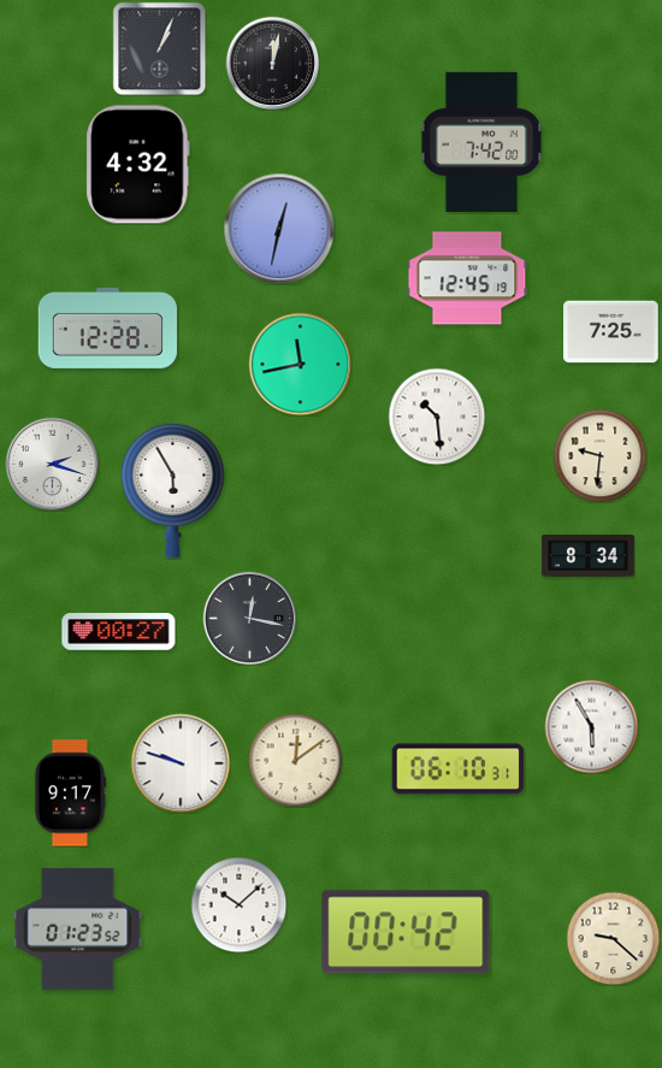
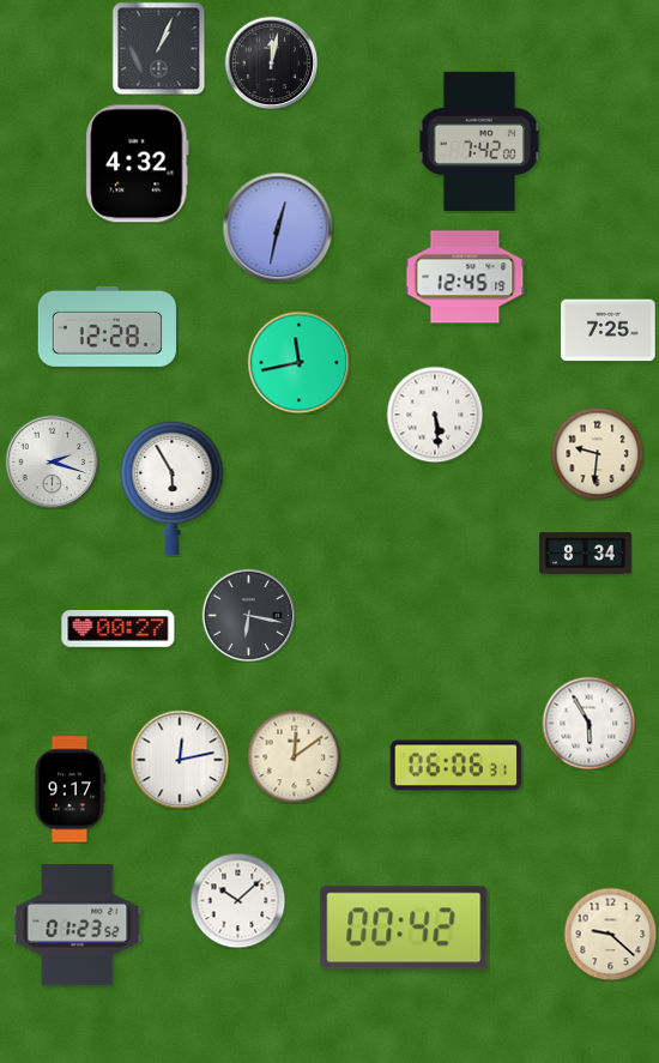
clock at (437, 417): 10:29 -> 5:29
clock at (249, 618): 12:17 -> 6:17
clock at (181, 763): 9:48 -> 12:13
clock at (459, 769): 06:10 -> 06:06
